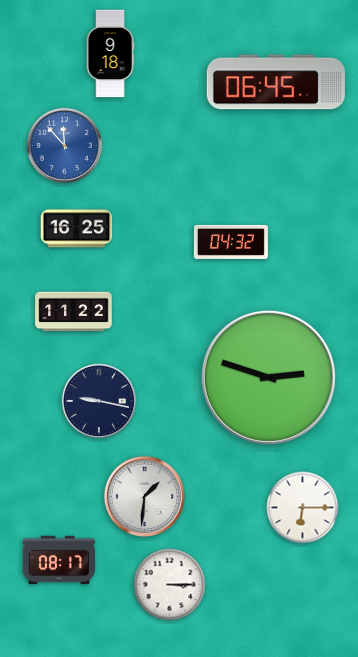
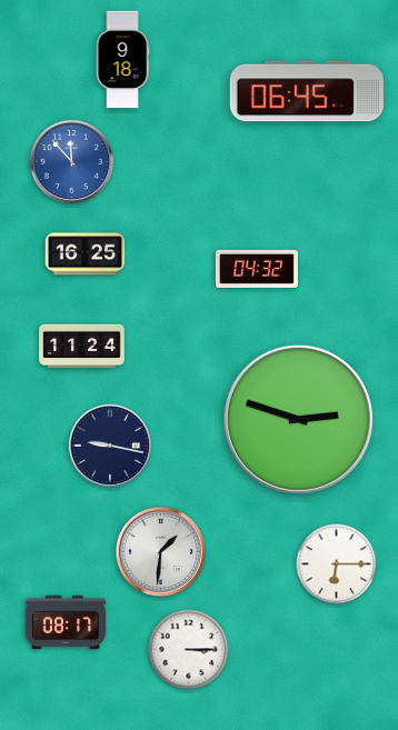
clock at (74, 312): 11:22 -> 11:24
